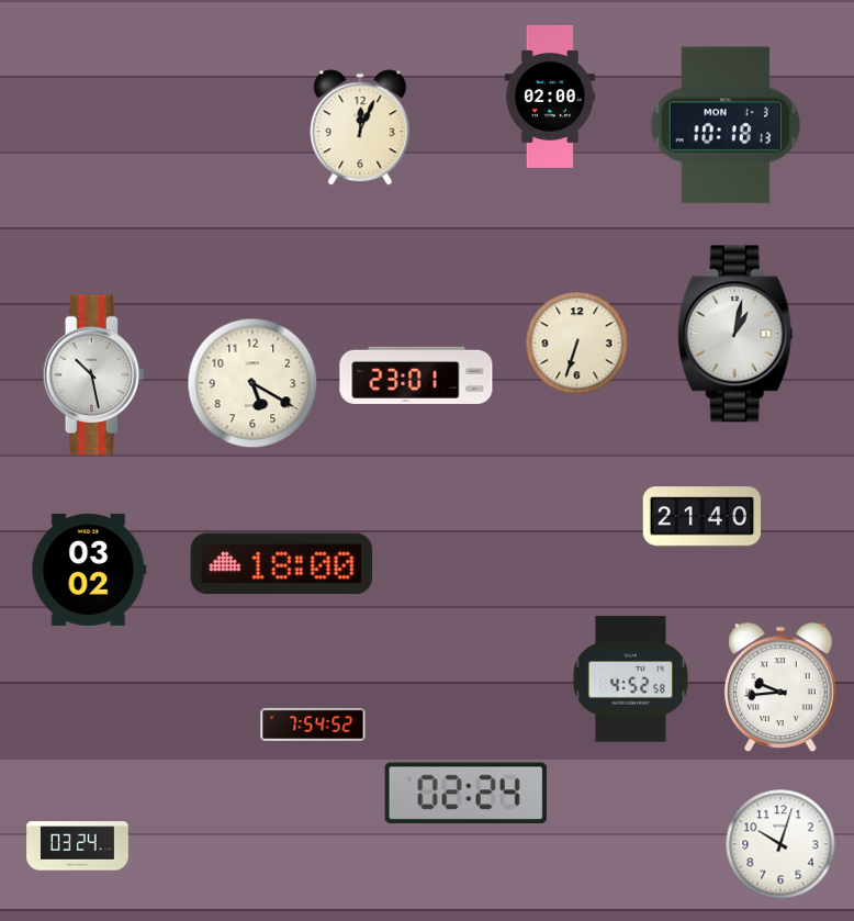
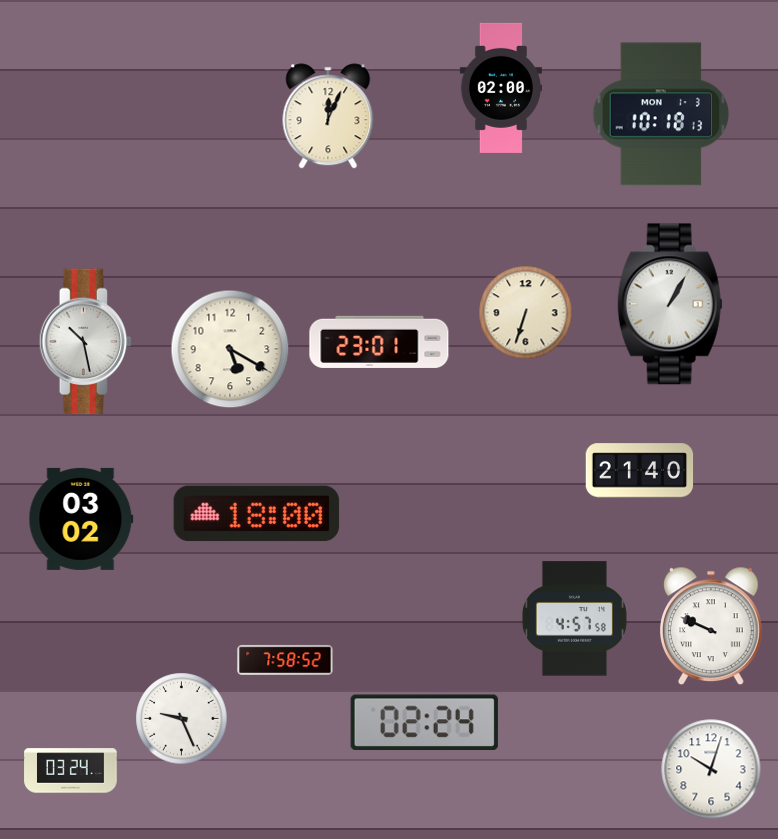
clock at (735, 334): 1:02 -> 1:05
clock at (630, 679): 4:52 -> 4:57
clock at (782, 686): 9:44 -> 9:49
clock at (313, 725): 7:54 -> 7:58
clock at (182, 719): none -> 9:26
